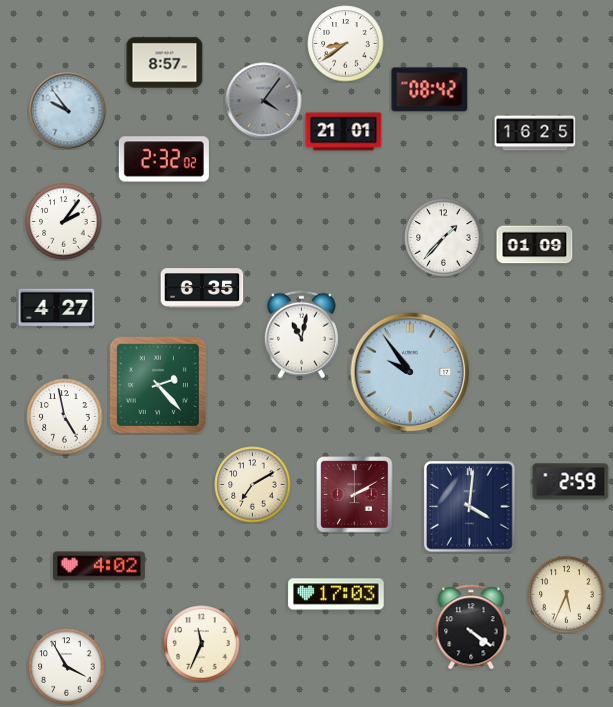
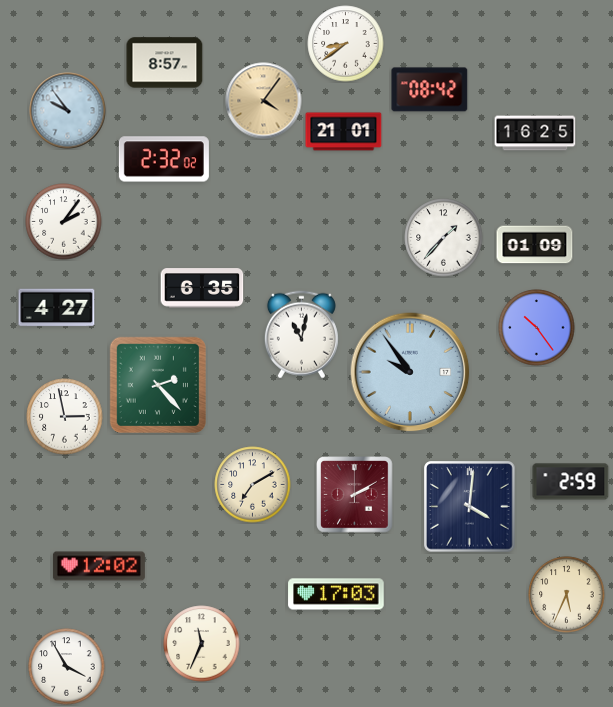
clock at (264, 101) dial: grey -> champagne
clock at (537, 328): none -> 10:24
clock at (65, 417): 4:58 -> 2:58
clock at (99, 566): 4:02 -> 12:02
clock at (471, 627): 4:21 -> none
